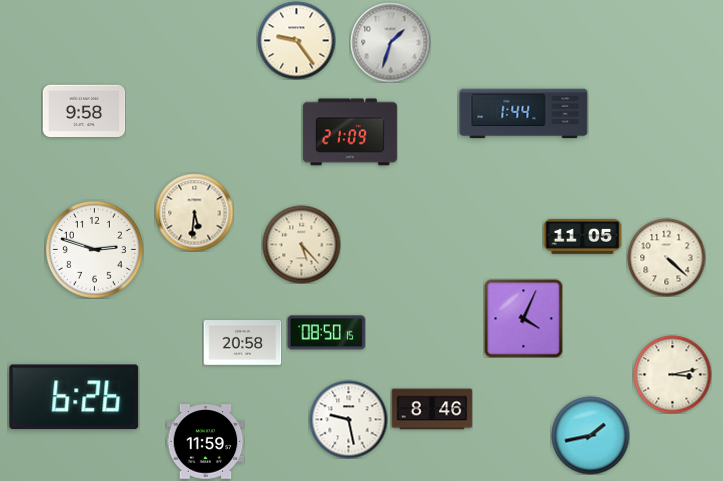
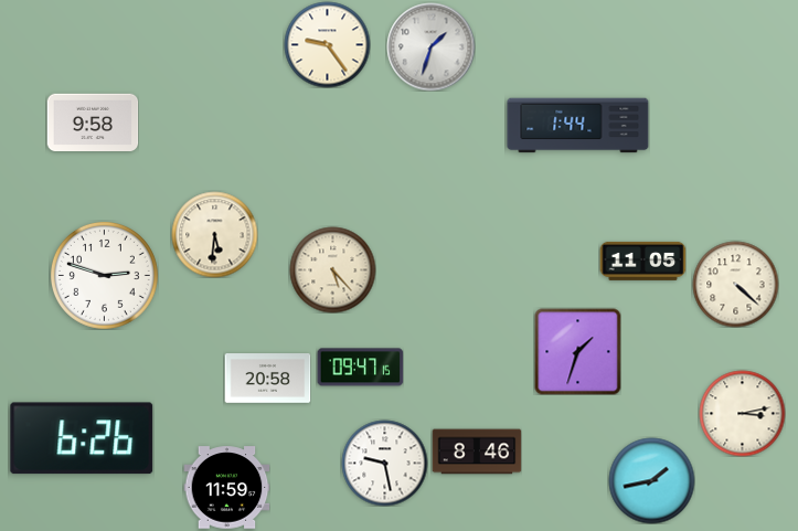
clock at (350, 132): 21:09 -> none
clock at (523, 318): 4:04 -> 1:33
clock at (326, 333): 08:50 -> 09:47
